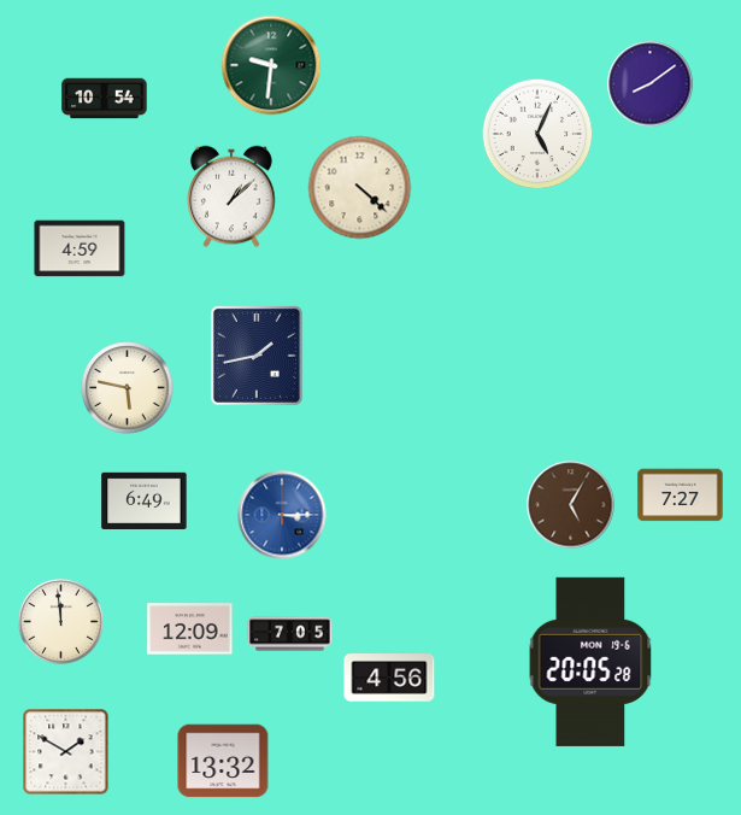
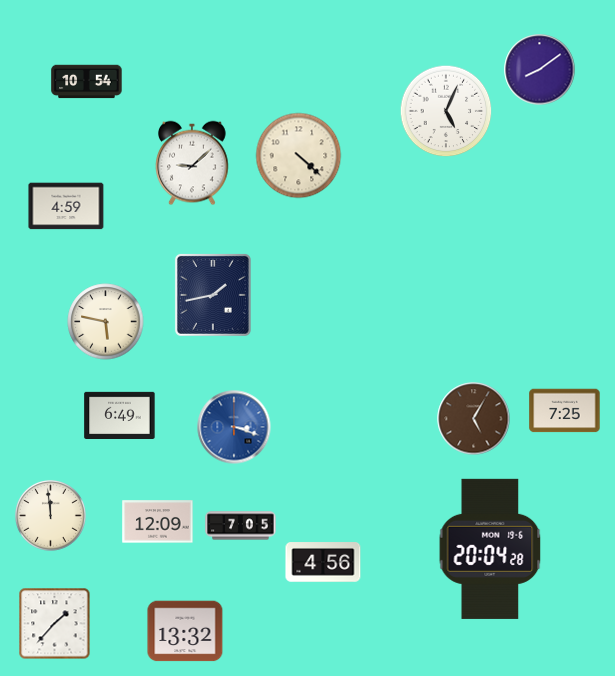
clock at (271, 65): 9:31 -> none
clock at (231, 197): 1:08 -> 9:08
clock at (681, 496): 7:27 -> 7:25
clock at (282, 515): 3:15 -> 3:18
clock at (590, 662): 20:05 -> 20:04
clock at (66, 752): 1:50 -> 1:37
